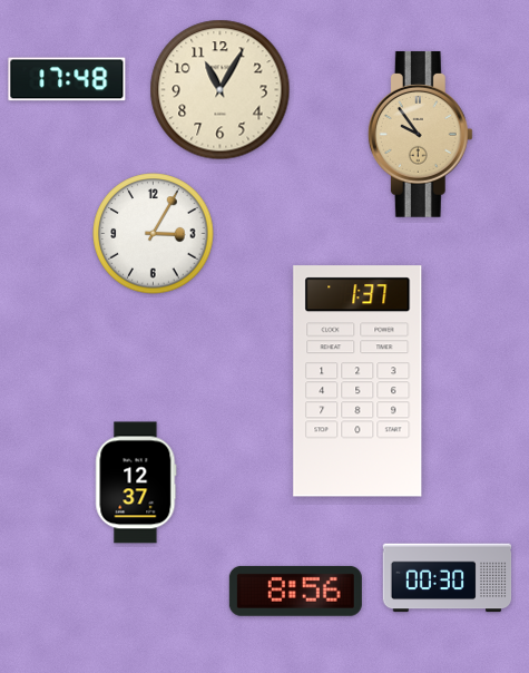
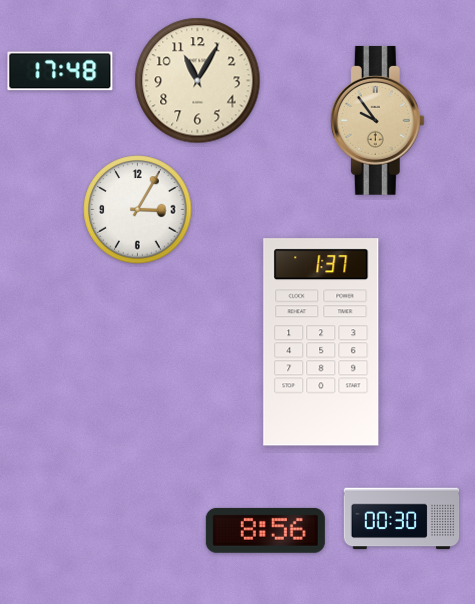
clock at (136, 482): 12:37 -> none
